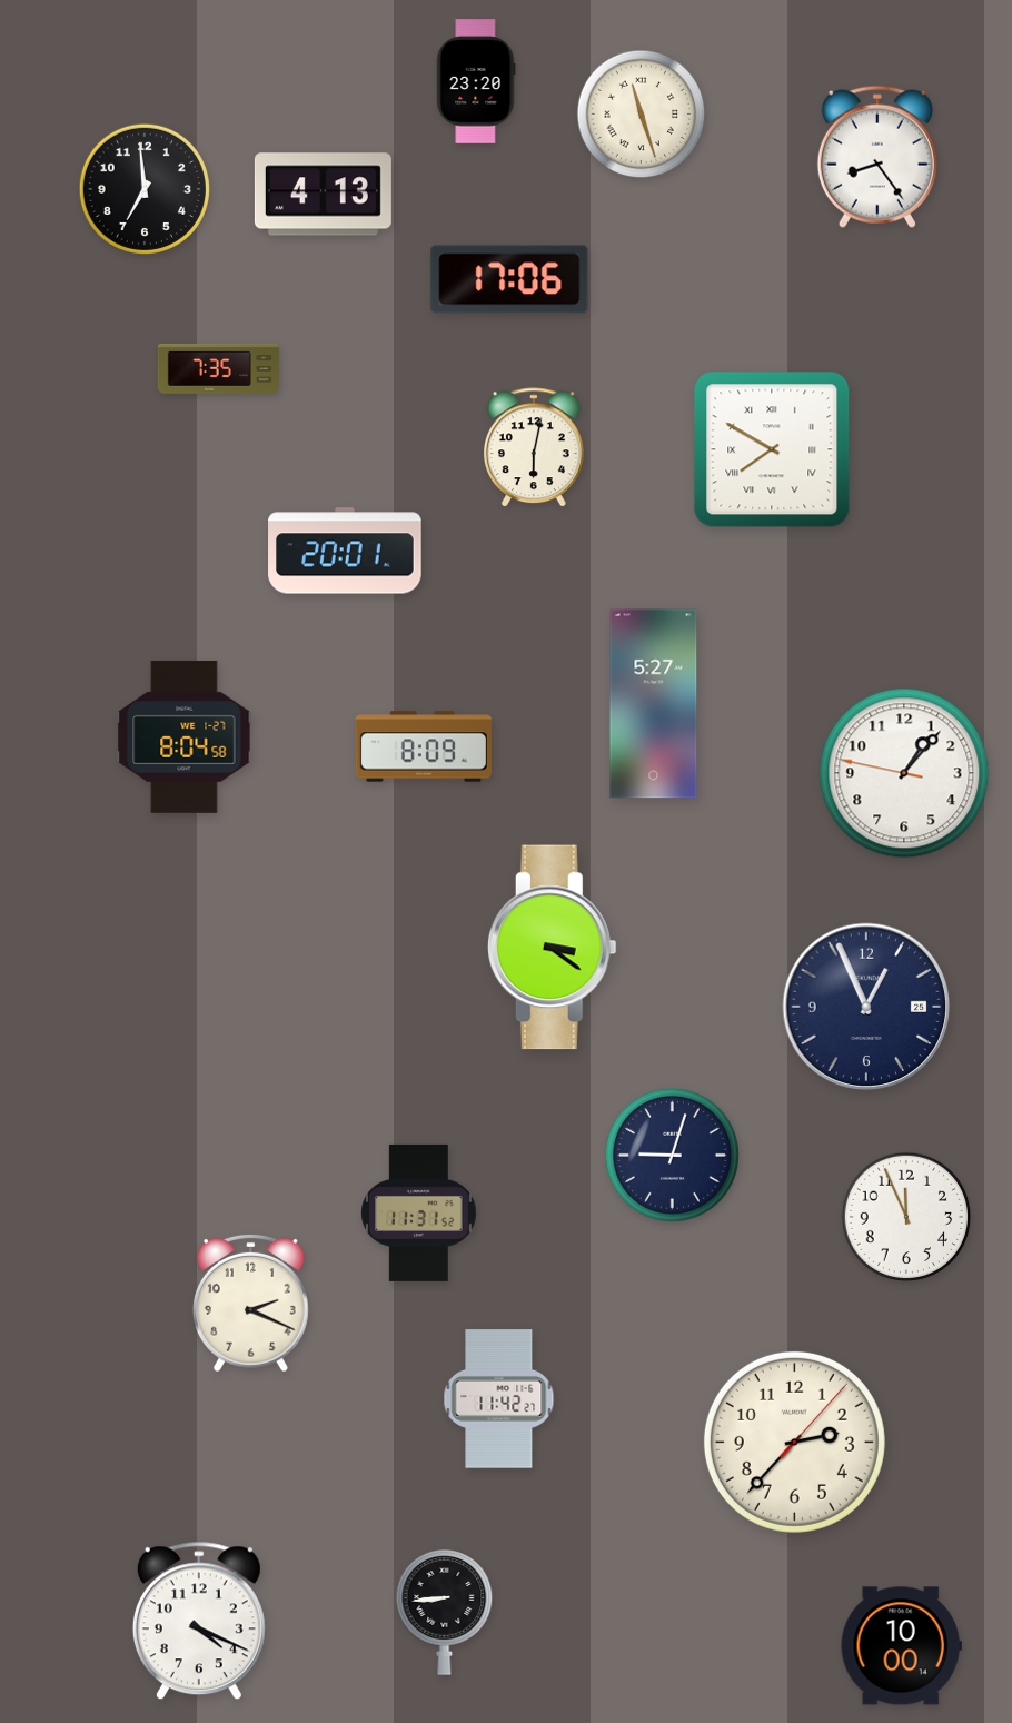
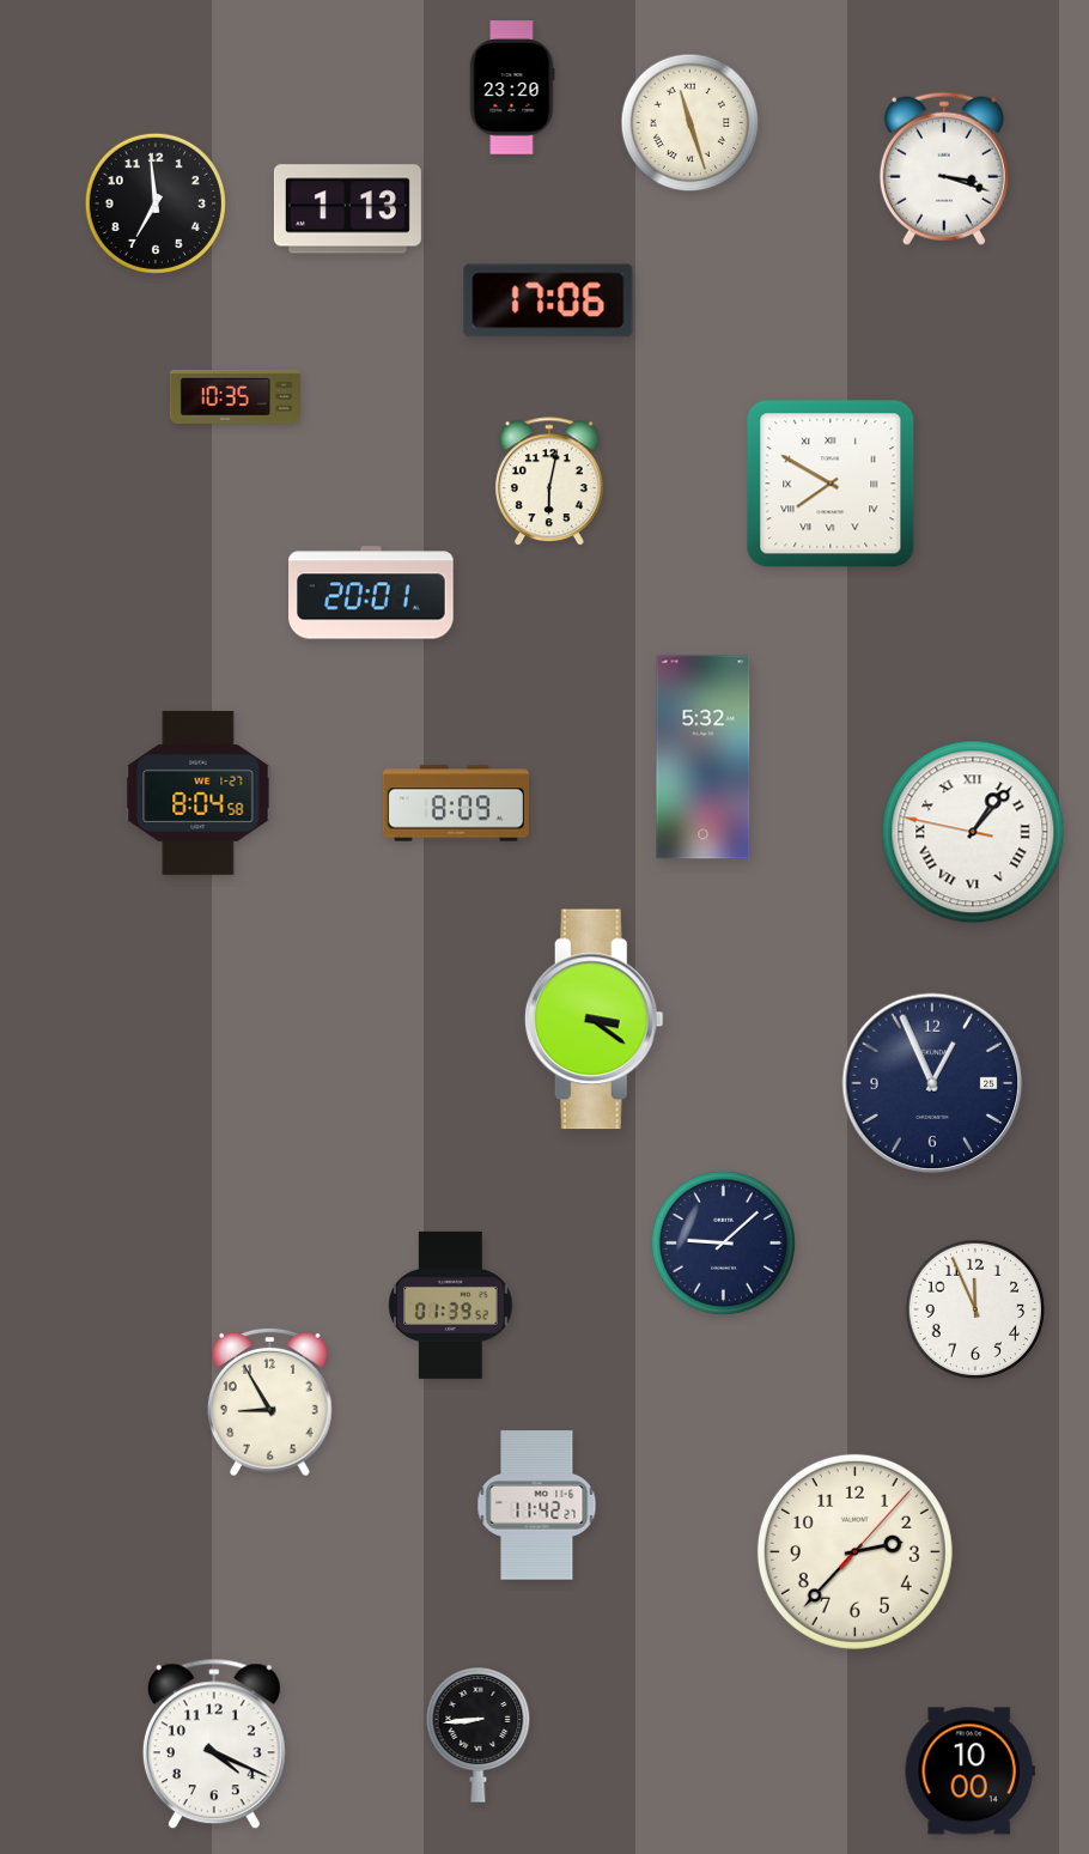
clock at (877, 157): 8:24 -> 3:18
clock at (323, 195): 4:13 -> 1:13
clock at (218, 368): 7:35 -> 10:35
clock at (535, 448) position: (535, 448) -> (550, 482)
clock at (654, 704): 5:27 -> 5:32
clock at (904, 773) numerals: Arabic -> Roman
clock at (672, 1155): 9:03 -> 9:08
clock at (419, 1212): 11:31 -> 01:39
clock at (251, 1303): 2:19 -> 8:55
